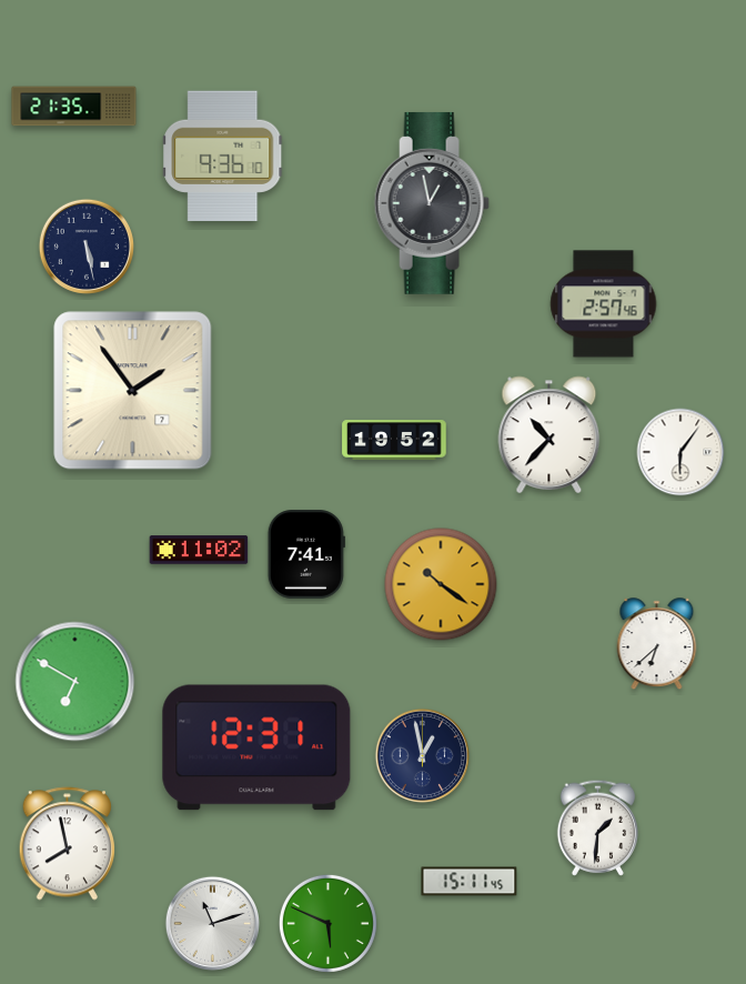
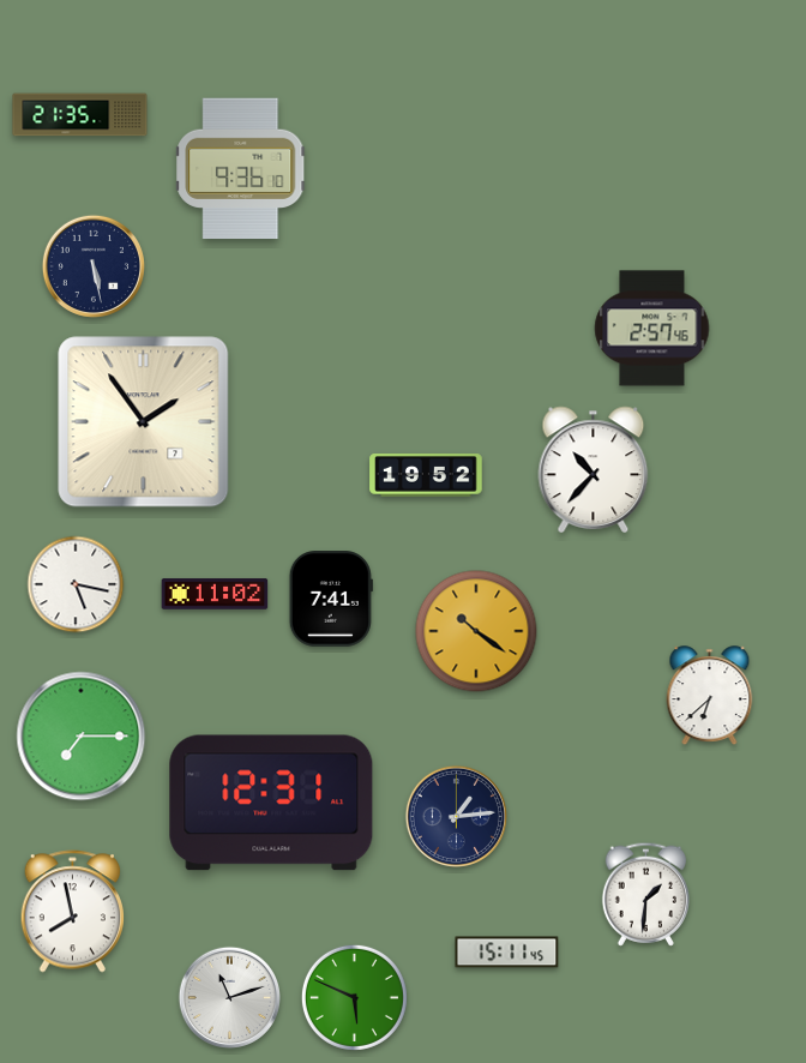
clock at (432, 203): 12:58 -> none
clock at (681, 452): 6:06 -> none
clock at (76, 584): none -> 5:17
clock at (75, 682): 6:50 -> 7:15
clock at (256, 747) position: (256, 747) -> (271, 803)
clock at (422, 755): 12:58 -> 1:14
